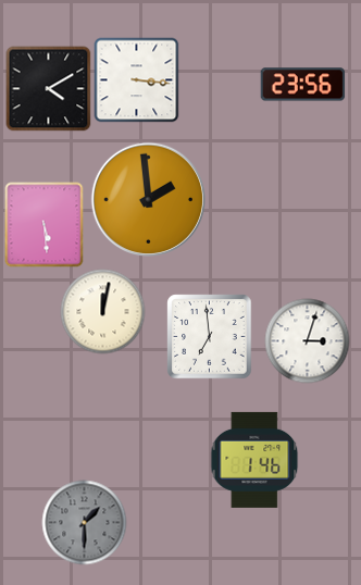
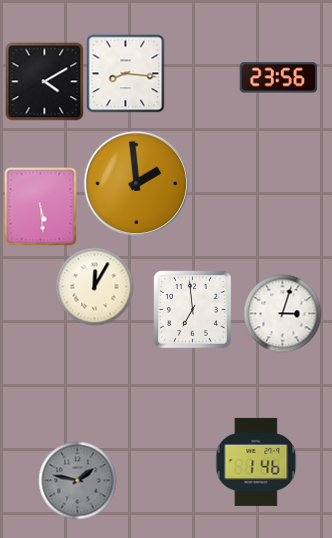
clock at (136, 79): 3:16 -> 8:16
clock at (102, 311): 12:02 -> 12:05
clock at (254, 460) position: (254, 460) -> (256, 462)
clock at (84, 522): 1:30 -> 1:47
